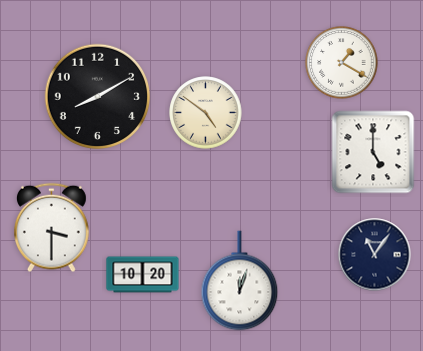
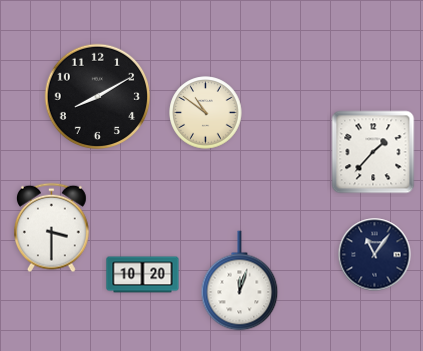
clock at (342, 63): 1:20 -> none
clock at (206, 113): 4:51 -> 10:51
clock at (373, 152): 5:00 -> 1:37
